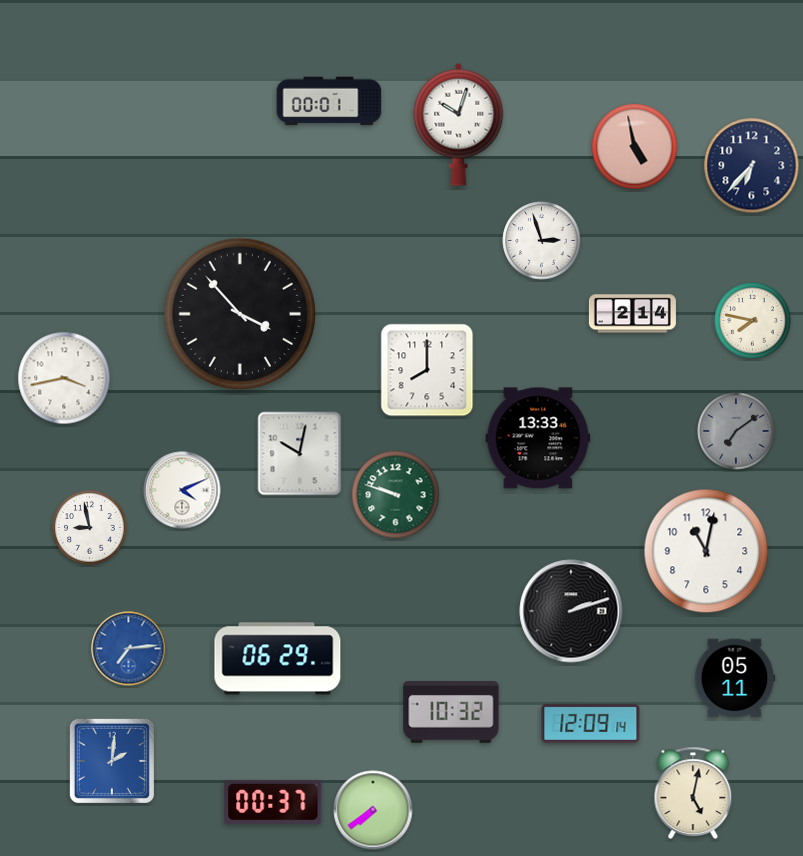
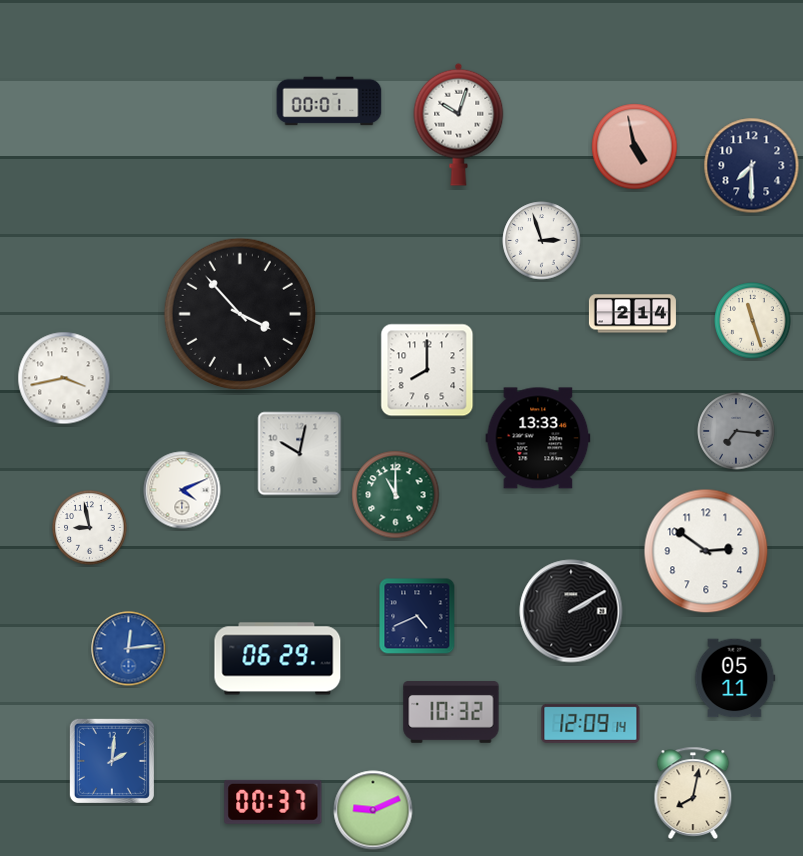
clock at (752, 166): 6:37 -> 7:30
clock at (753, 321): 7:47 -> 11:27
clock at (736, 431): 7:09 -> 7:16
clock at (396, 495): 9:48 -> 11:00
clock at (706, 551): 11:02 -> 2:51
clock at (571, 611): 2:12 -> 2:10
clock at (417, 616): none -> 4:41
clock at (129, 649): 7:14 -> 12:14
clock at (693, 792): 5:02 -> 8:02
clock at (373, 810): 7:39 -> 9:11
